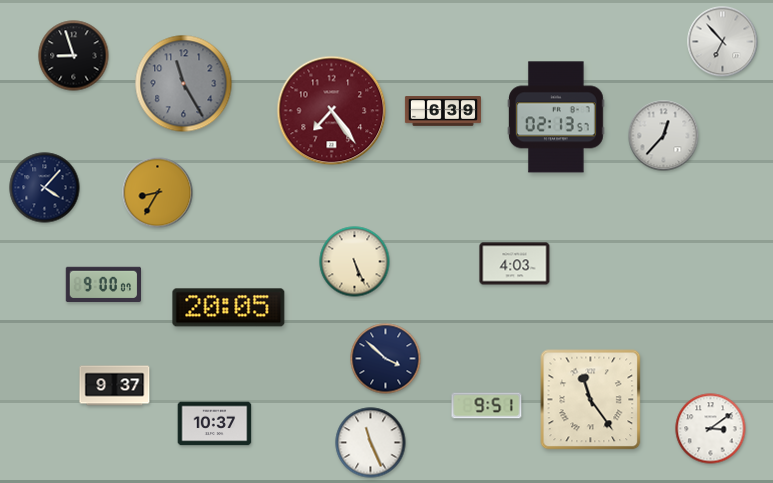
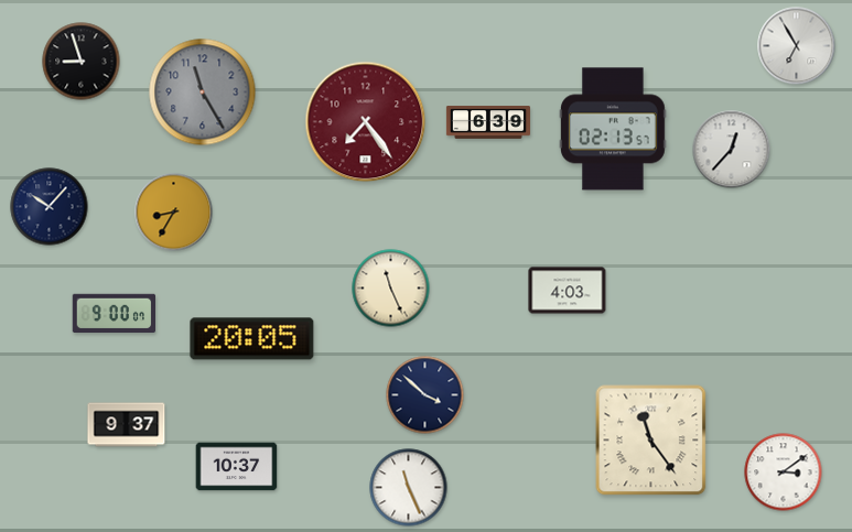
clock at (723, 42): 6:53 -> 6:55
clock at (45, 188): 4:07 -> 10:07
clock at (355, 262): 5:26 -> 11:26
clock at (487, 406): 9:51 -> none
